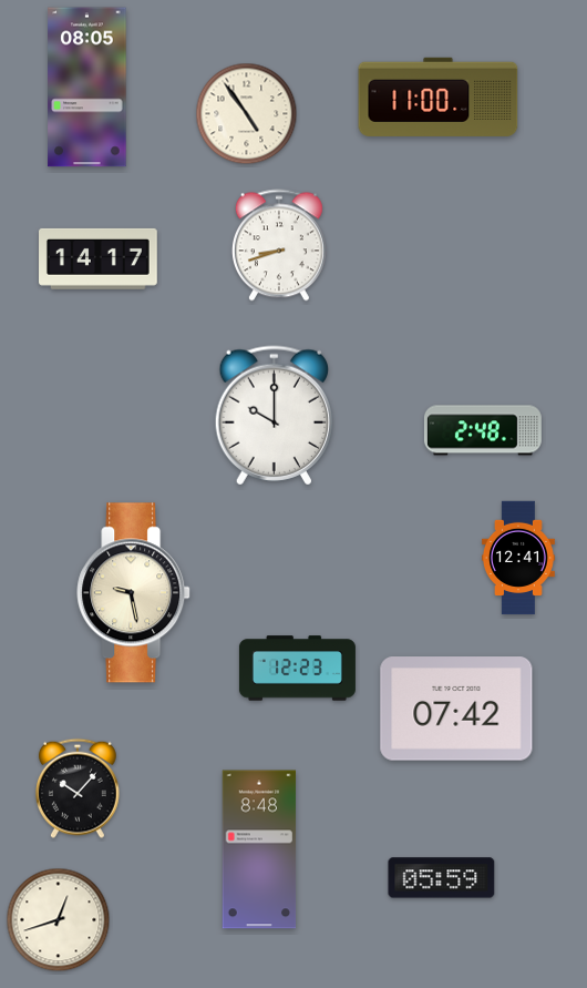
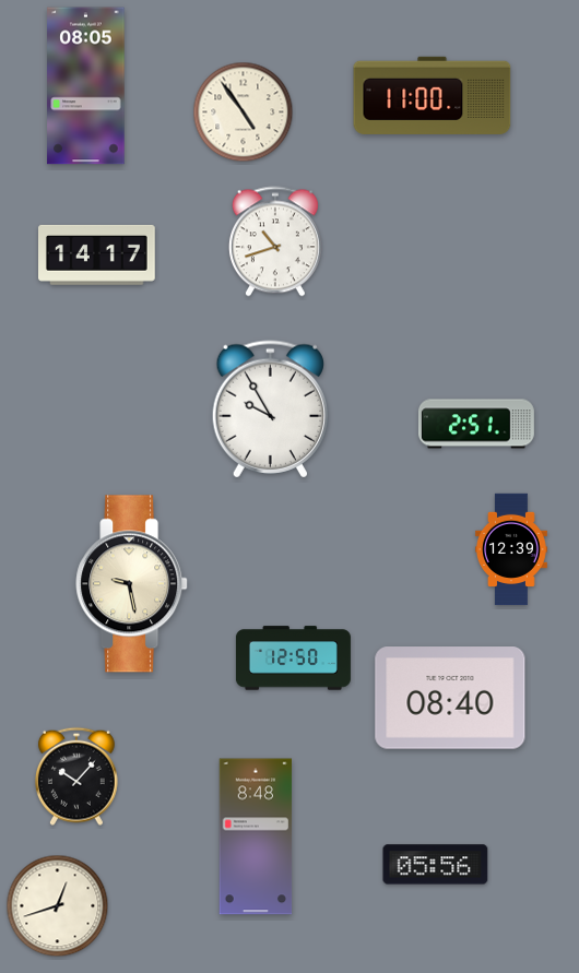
clock at (279, 245): 8:42 -> 10:42
clock at (274, 416): 10:00 -> 9:55
clock at (483, 430): 2:48 -> 2:51
clock at (518, 558): 12:41 -> 12:39
clock at (297, 669): 12:23 -> 12:50
clock at (456, 709): 07:42 -> 08:40
clock at (442, 878): 05:59 -> 05:56
